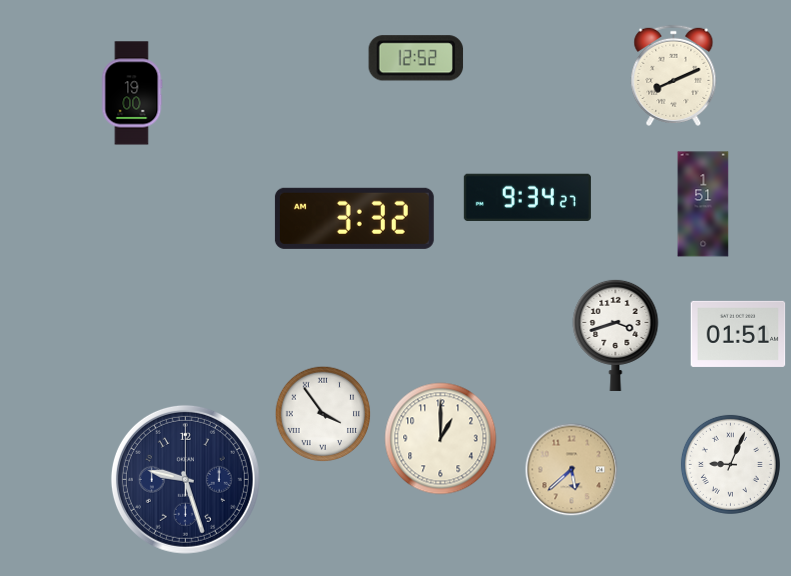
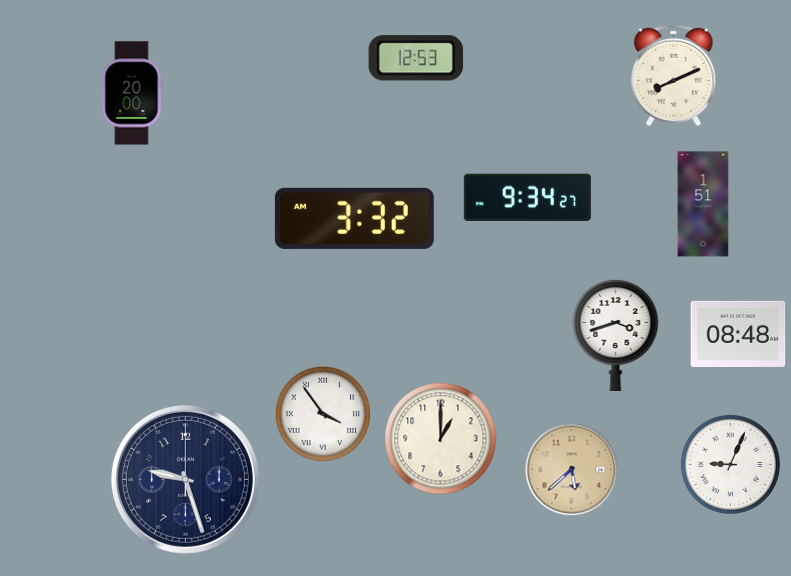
clock at (416, 58): 12:52 -> 12:53
clock at (132, 93): 19:00 -> 20:00
clock at (738, 334): 01:51 -> 08:48
